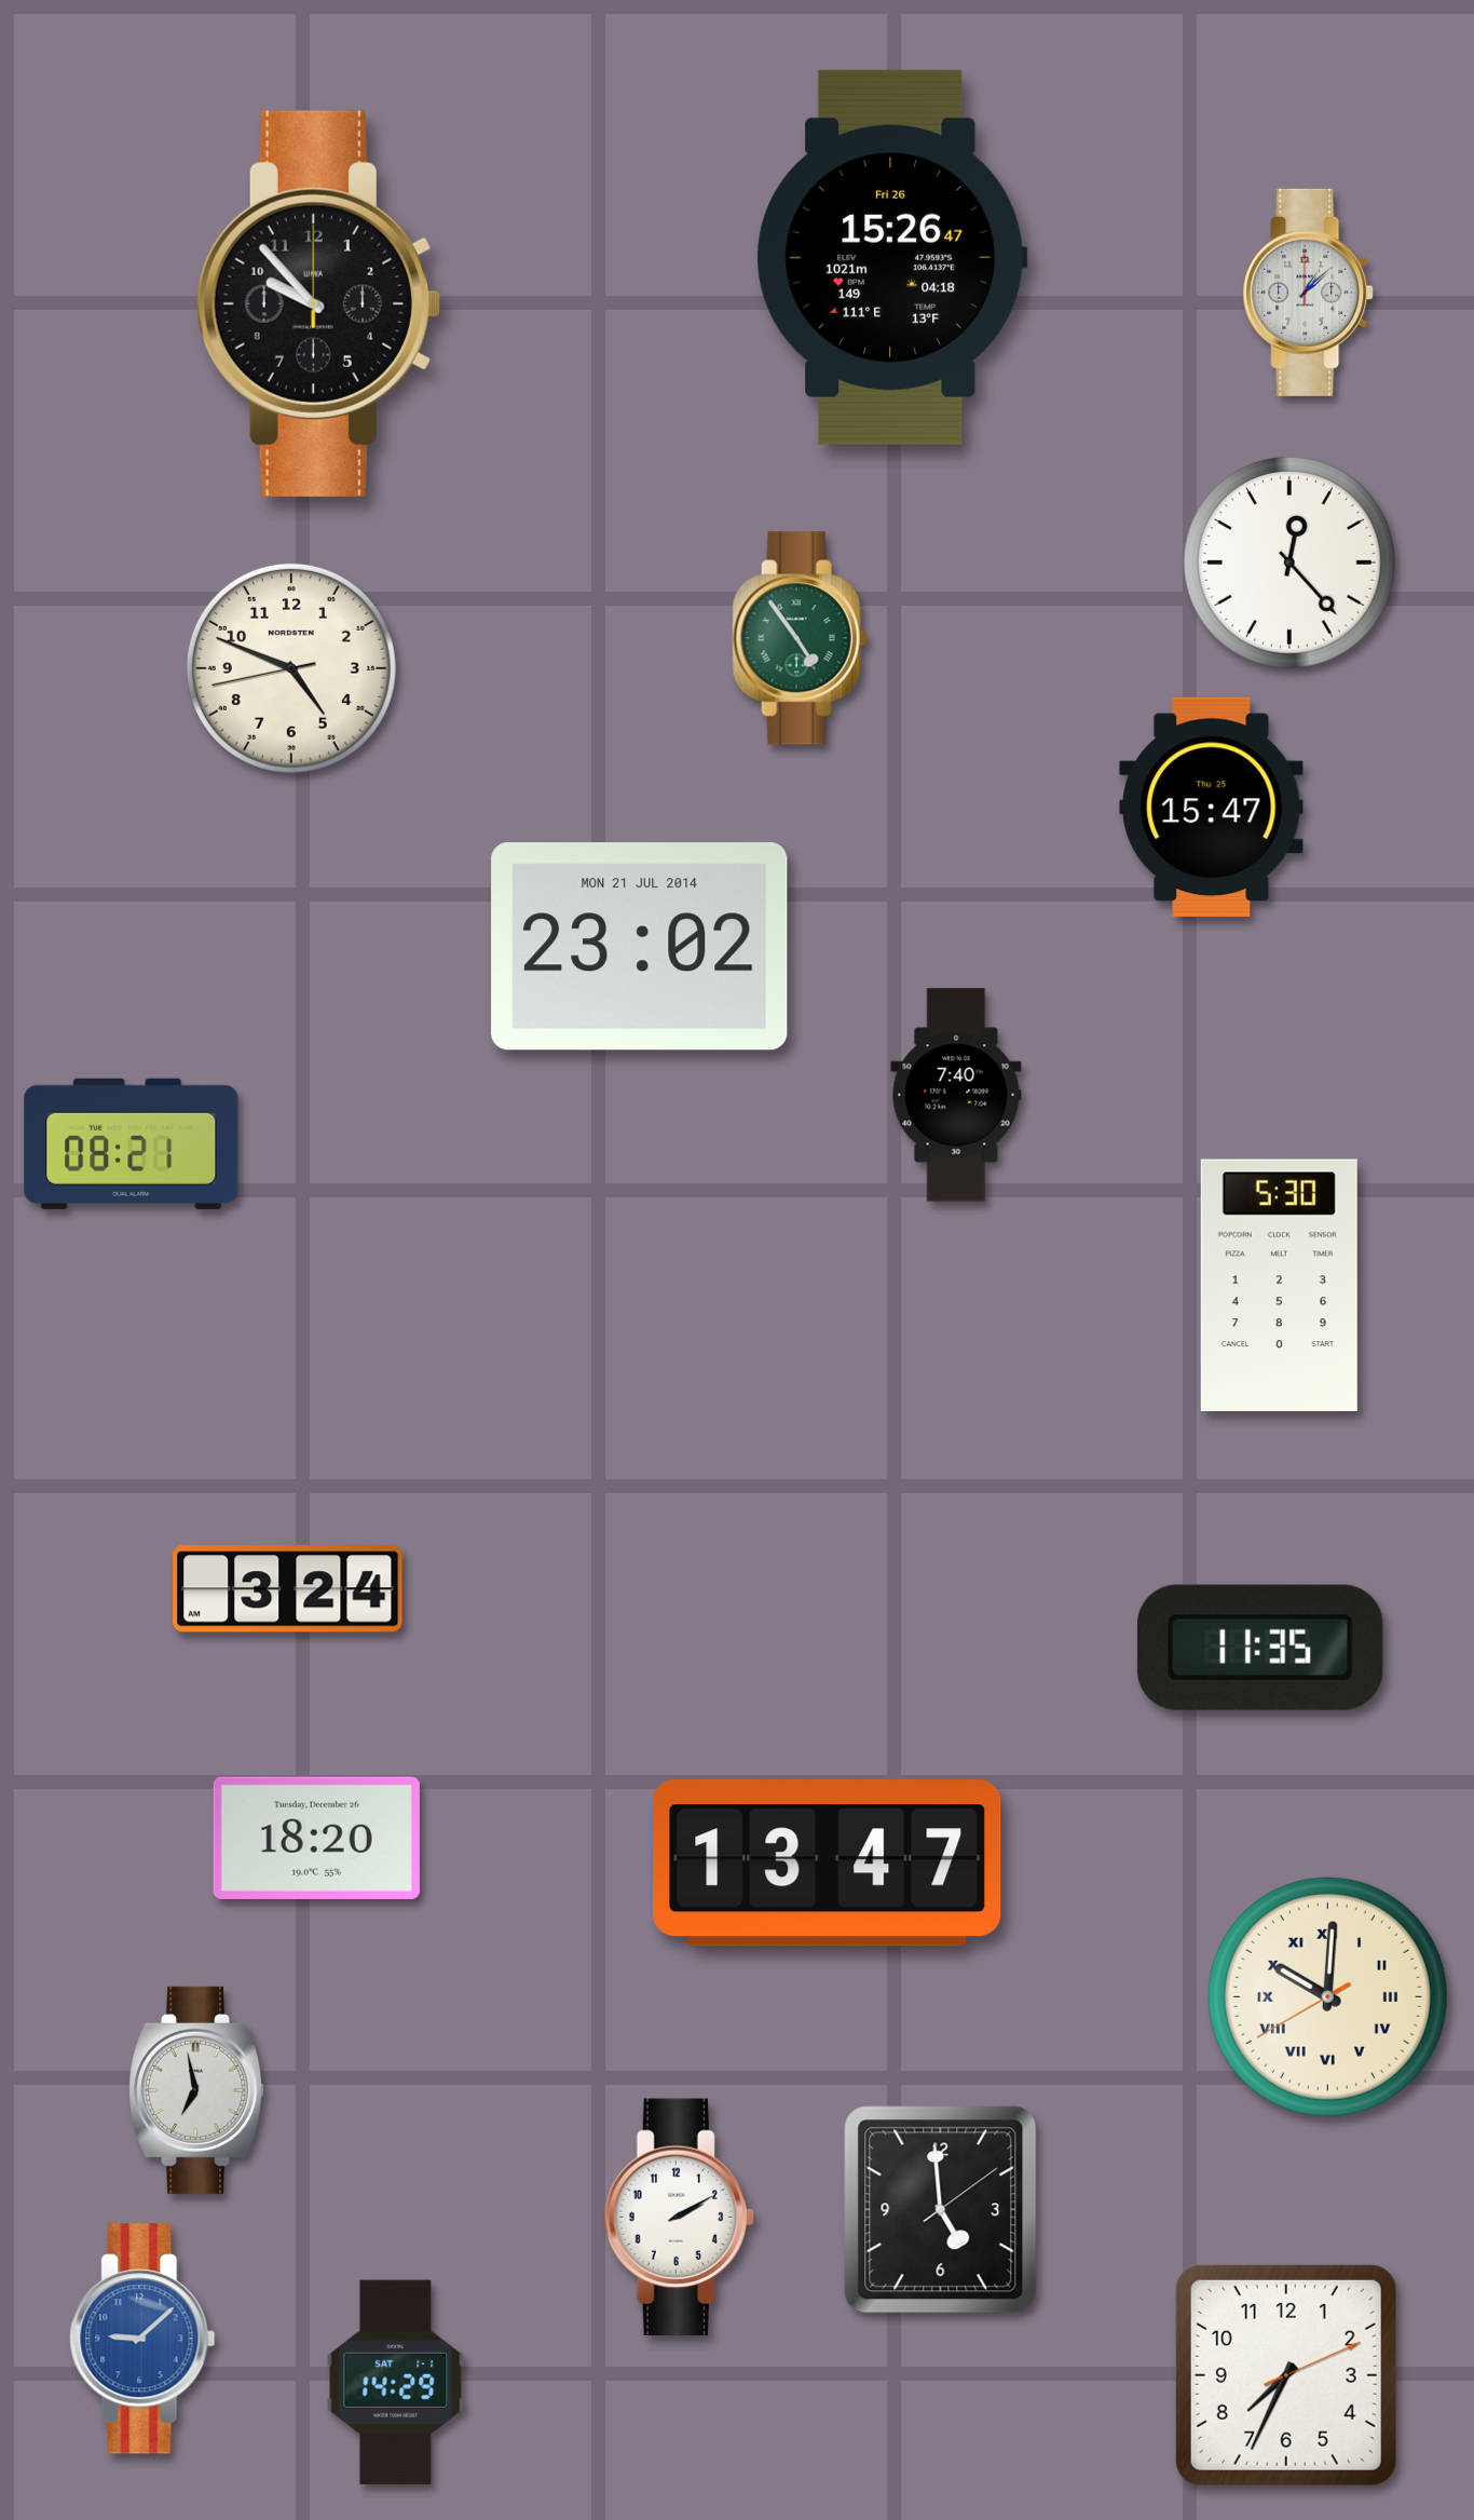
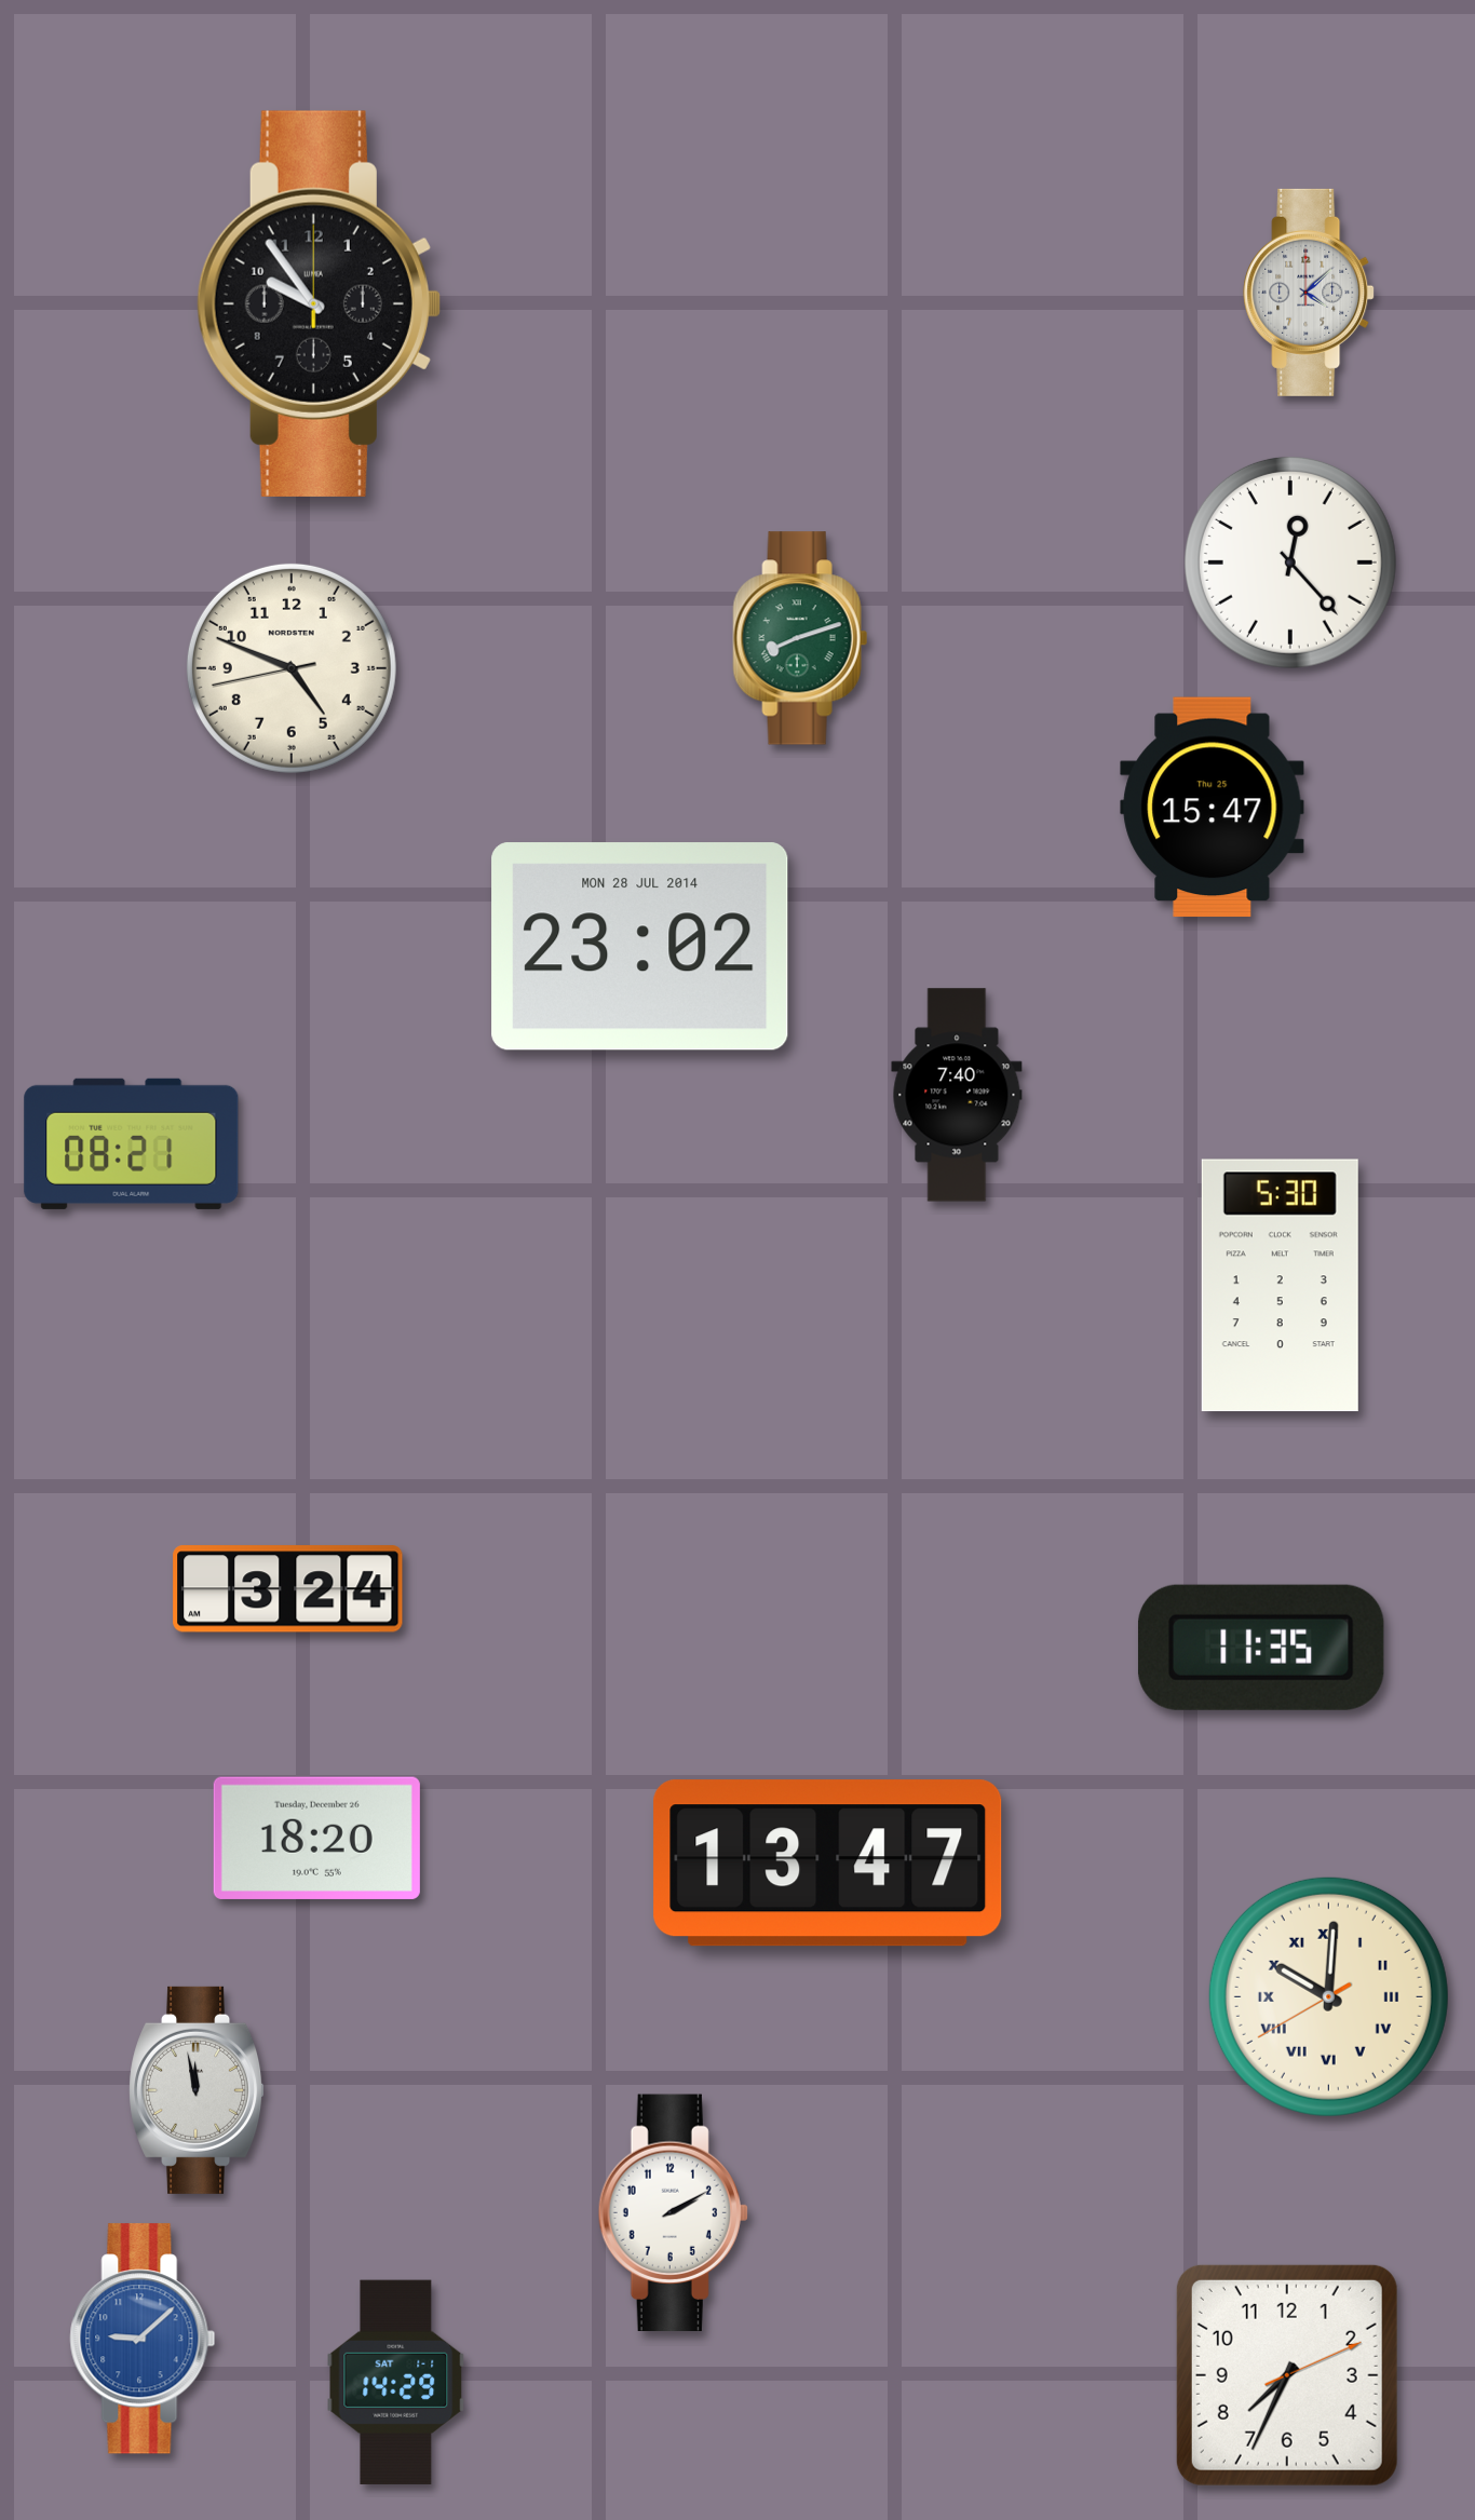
clock at (892, 257): 15:26 -> none
clock at (1308, 293): 1:08 -> 4:08
clock at (318, 303): 9:53 -> 9:54
clock at (800, 638): 4:54 -> 8:12
clock at (640, 947) date: MON 21 JUL 2014 -> MON 28 JUL 2014
clock at (196, 2090): 6:58 -> 11:58
clock at (941, 2210): 4:59 -> none
clock at (679, 2217) position: (679, 2217) -> (673, 2212)
